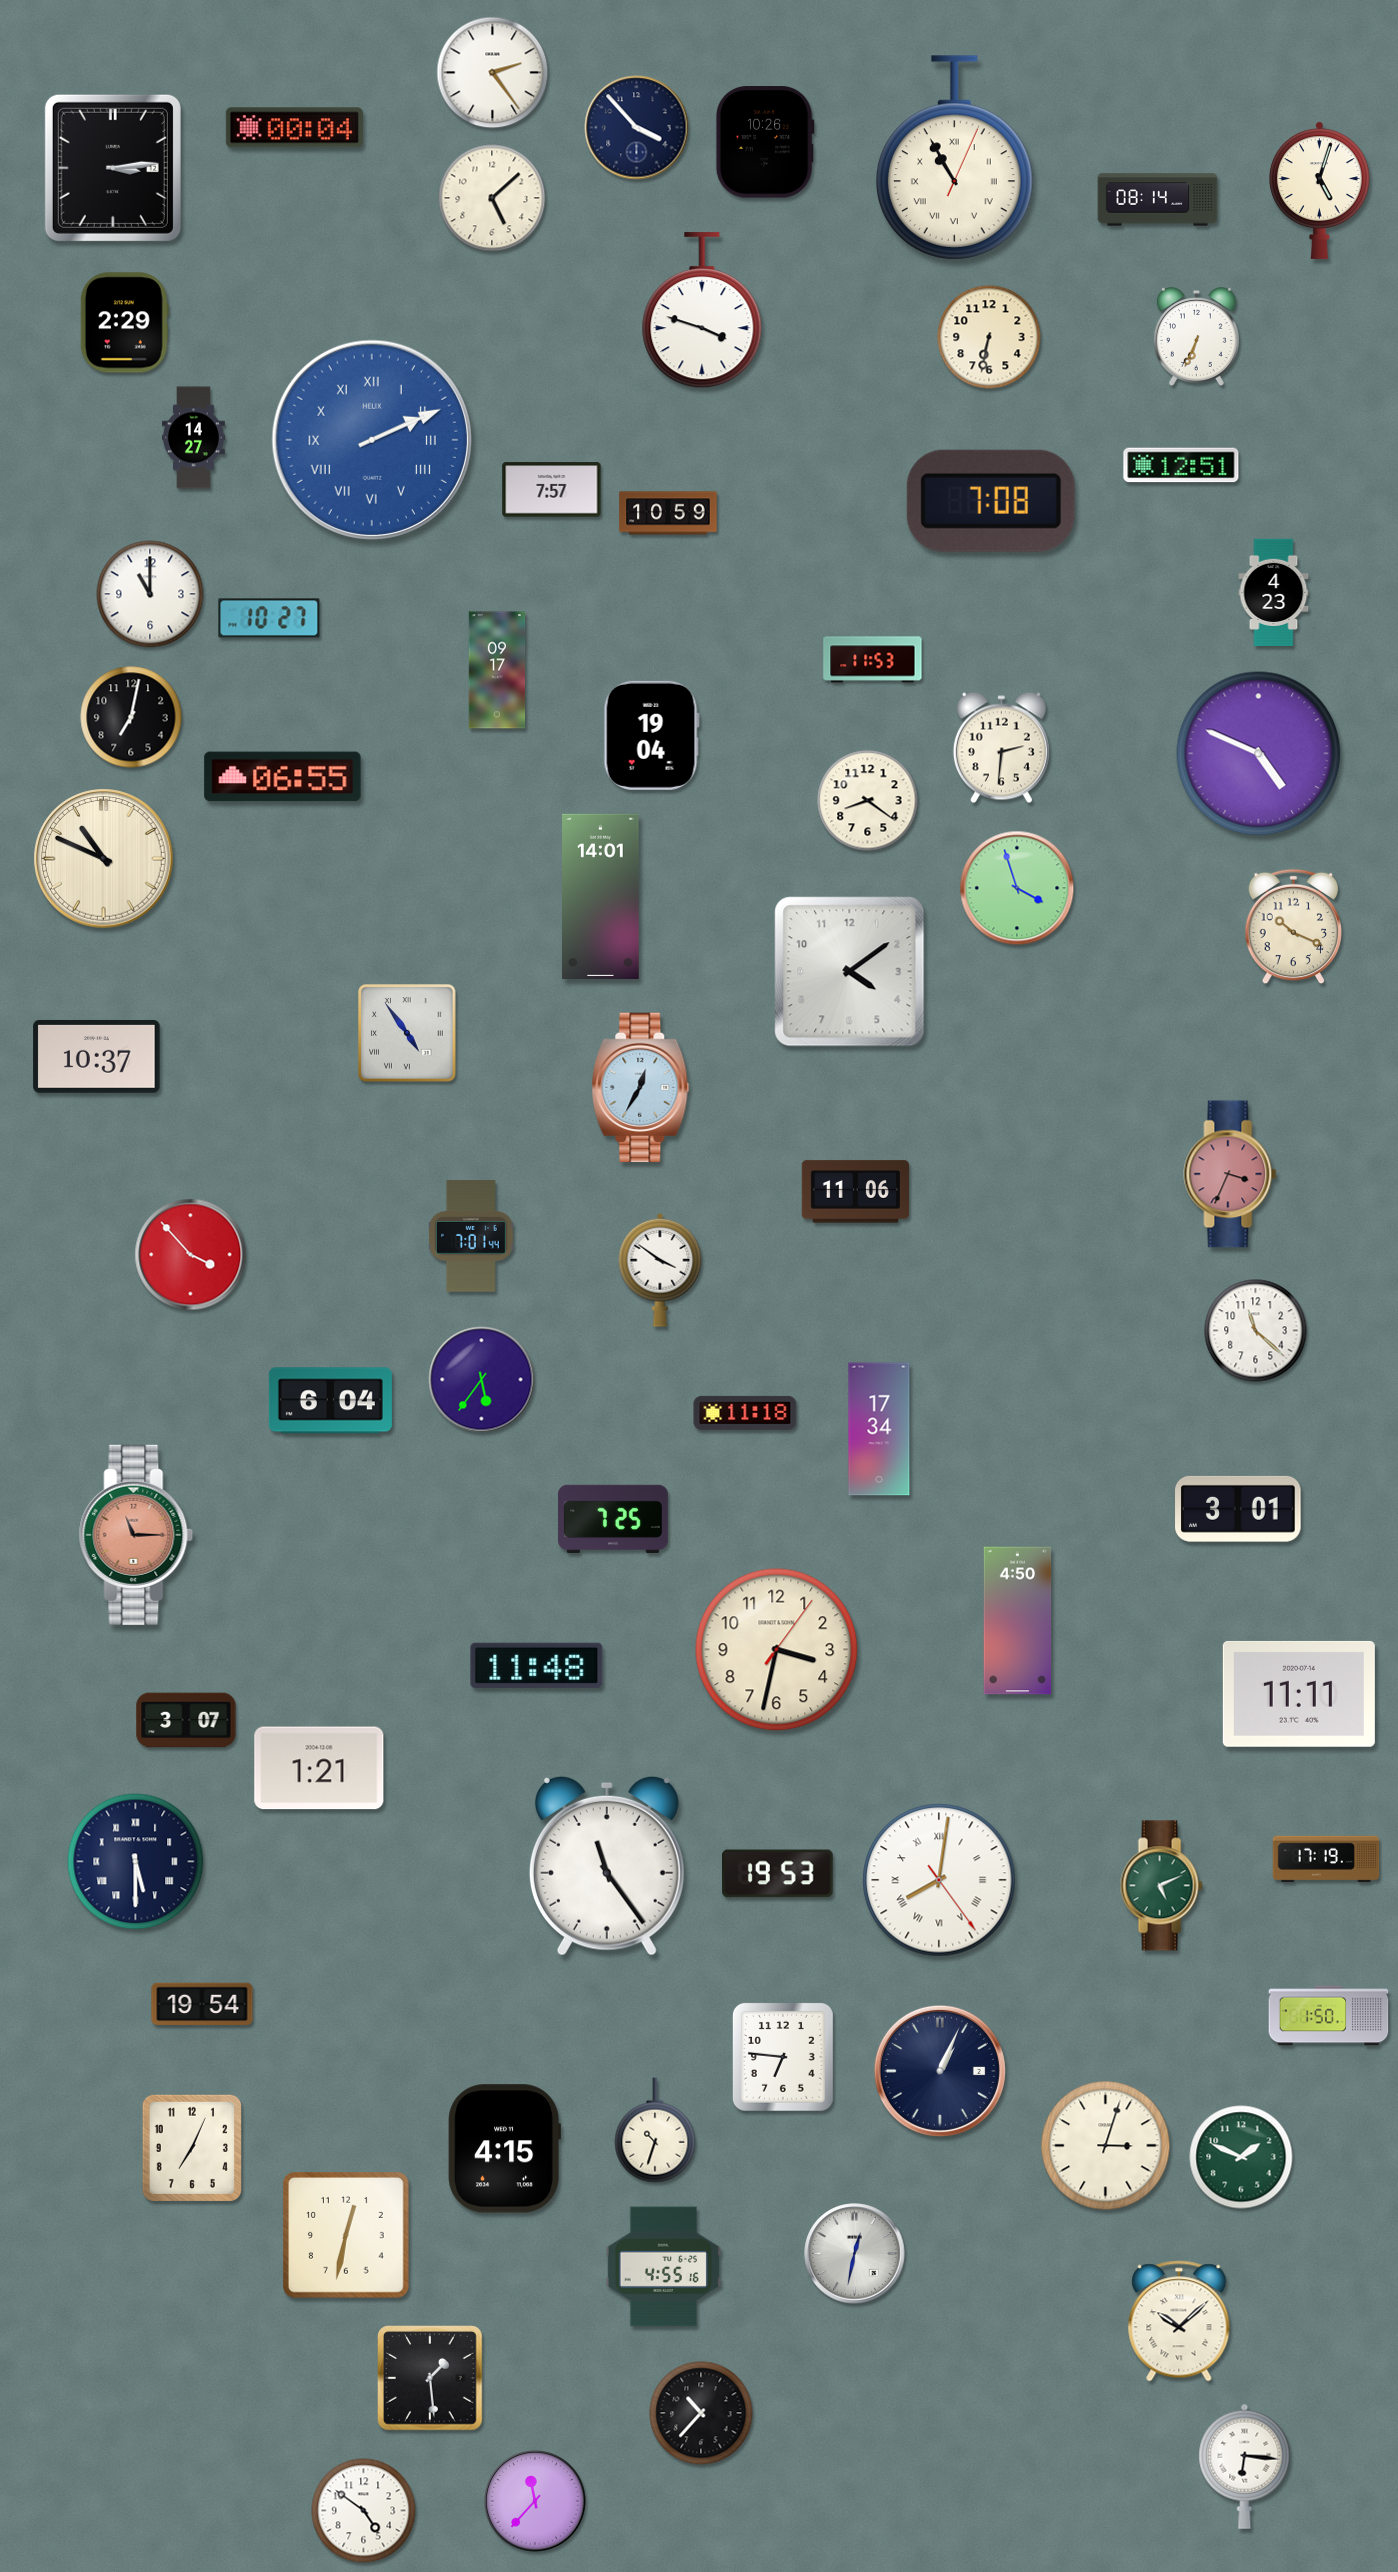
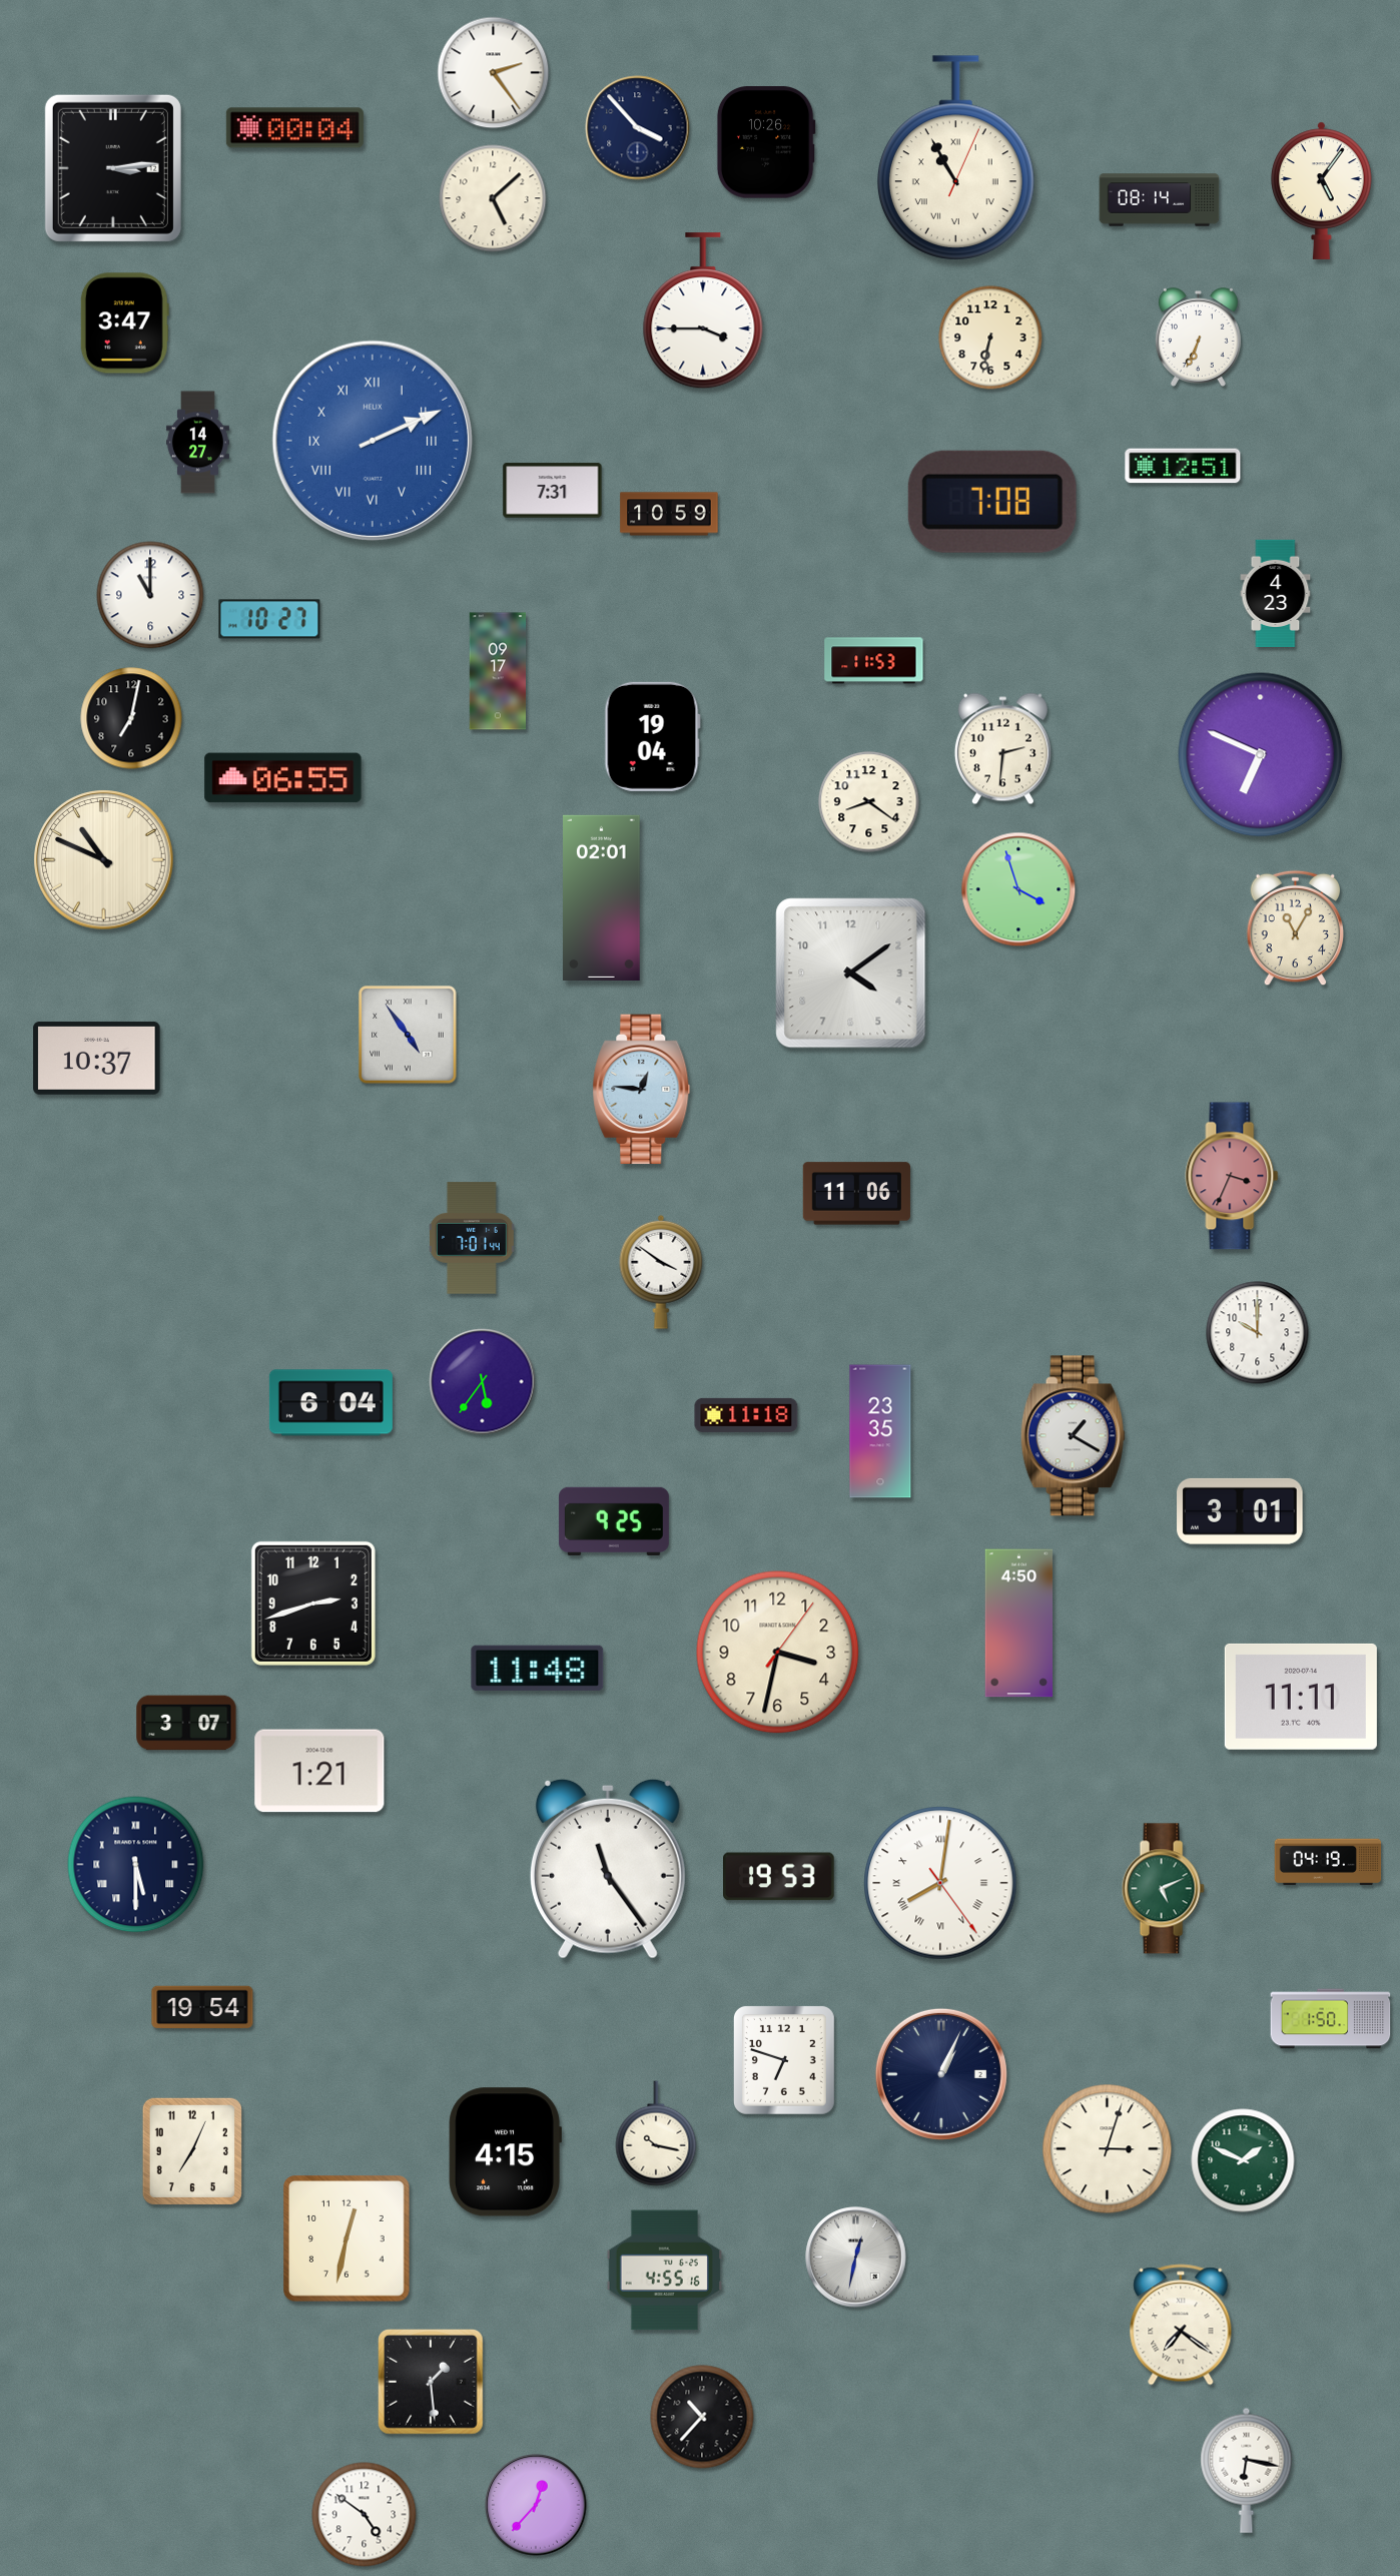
clock at (1319, 190): 5:03 -> 5:06
clock at (702, 311): 3:48 -> 3:45
clock at (124, 323): 2:29 -> 3:47
clock at (193, 438) position: (193, 438) -> (197, 443)
clock at (552, 490): 7:57 -> 7:31
clock at (1259, 754): 4:49 -> 6:49
clock at (601, 896): 14:01 -> 02:01
clock at (1294, 927): 10:19 -> 11:05
clock at (641, 1088): 12:35 -> 12:46
clock at (191, 1255): 3:53 -> none
clock at (1256, 1331): 11:22 -> 10:00
clock at (879, 1429): 17:34 -> 23:35
clock at (1073, 1436): none -> 1:20
clock at (613, 1518): 7:25 -> 9:25
clock at (136, 1535): 11:15 -> none
clock at (313, 1603): none -> 2:42
clock at (1326, 1859): 17:19 -> 04:19
clock at (783, 2057): 6:46 -> 6:48
clock at (655, 2130): 10:33 -> 10:17
clock at (1179, 2321): 10:08 -> 7:21
clock at (1245, 2466): 6:16 -> 6:17
clock at (535, 2501): 11:37 -> 12:37
